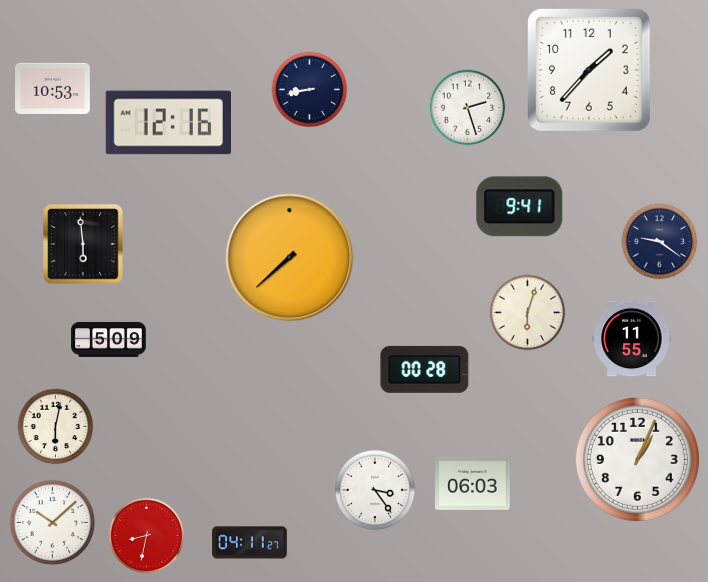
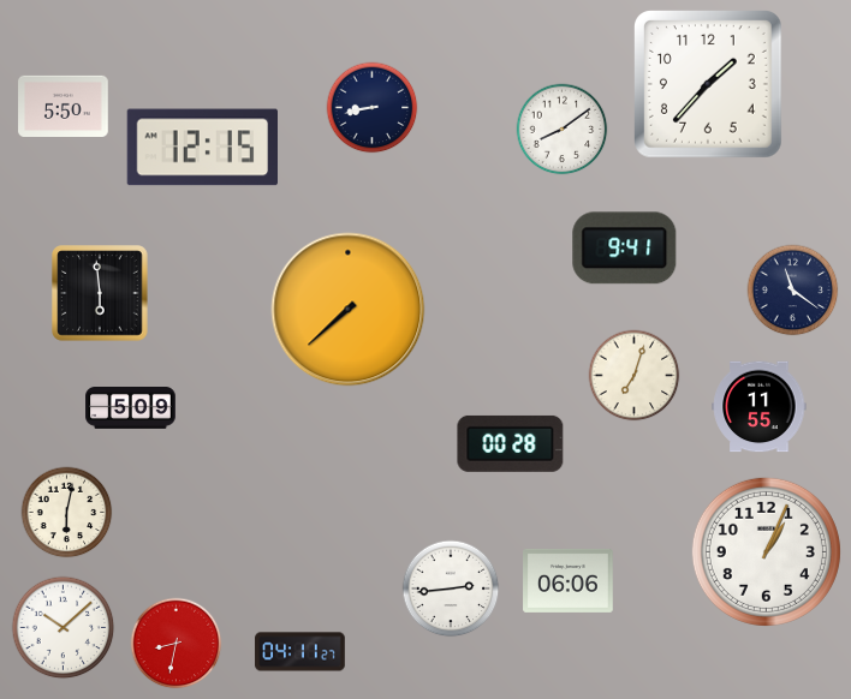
clock at (53, 88): 10:53 -> 5:50
clock at (468, 108): 2:27 -> 8:09
clock at (168, 123): 12:16 -> 12:15
clock at (660, 242): 9:21 -> 11:21
clock at (528, 313): 6:03 -> 7:03
clock at (473, 483): 06:03 -> 06:06
clock at (375, 490): 3:24 -> 2:44
